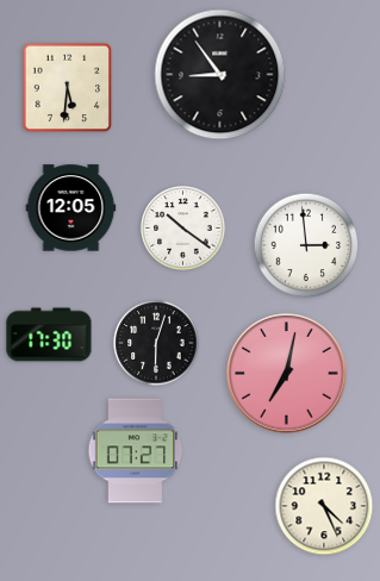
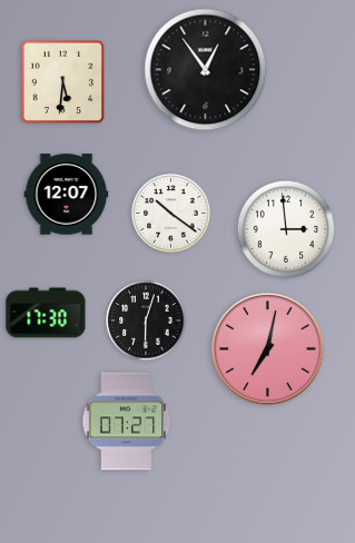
clock at (220, 75): 8:54 -> 12:54
clock at (71, 208): 12:05 -> 12:07
clock at (324, 506): 4:26 -> none
